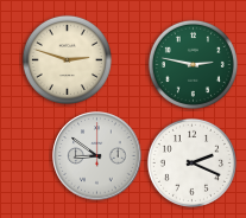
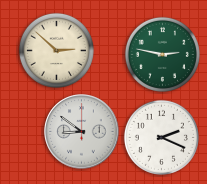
clock at (67, 59): 2:48 -> 2:52
